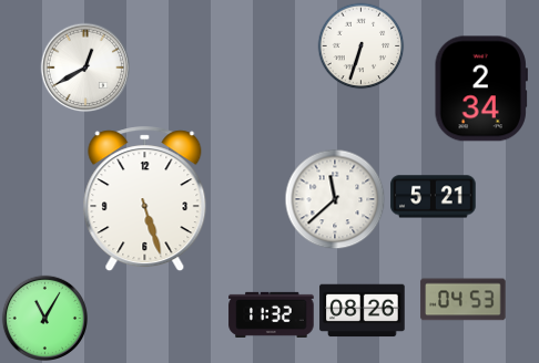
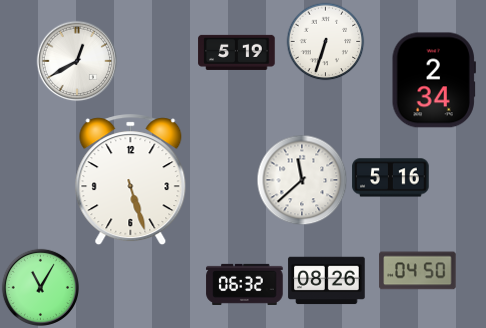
clock at (237, 52): none -> 5:19
clock at (434, 197): 5:21 -> 5:16
clock at (464, 300): 04:53 -> 04:50
clock at (272, 314): 11:32 -> 06:32
